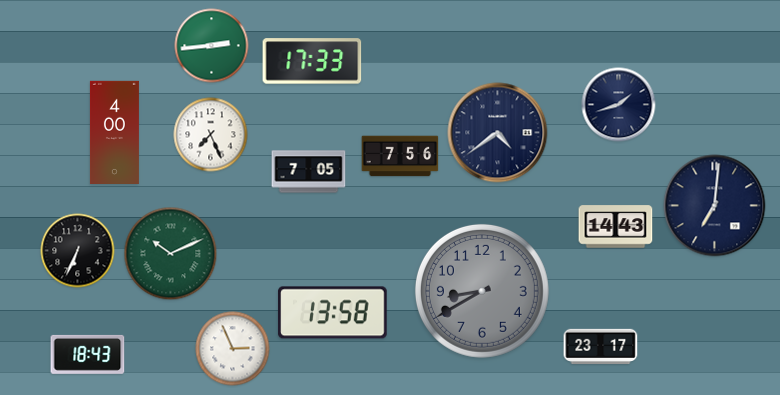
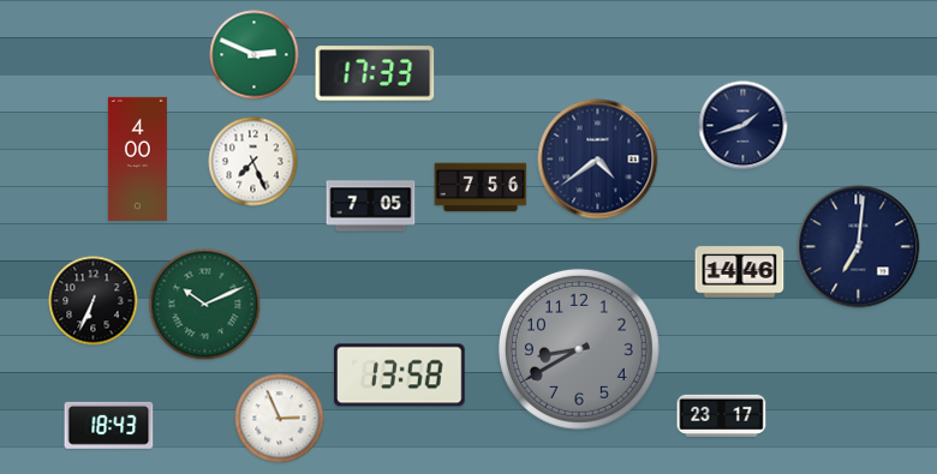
clock at (212, 46): 2:44 -> 2:49
clock at (616, 227): 14:43 -> 14:46
clock at (88, 354) position: (88, 354) -> (109, 425)
